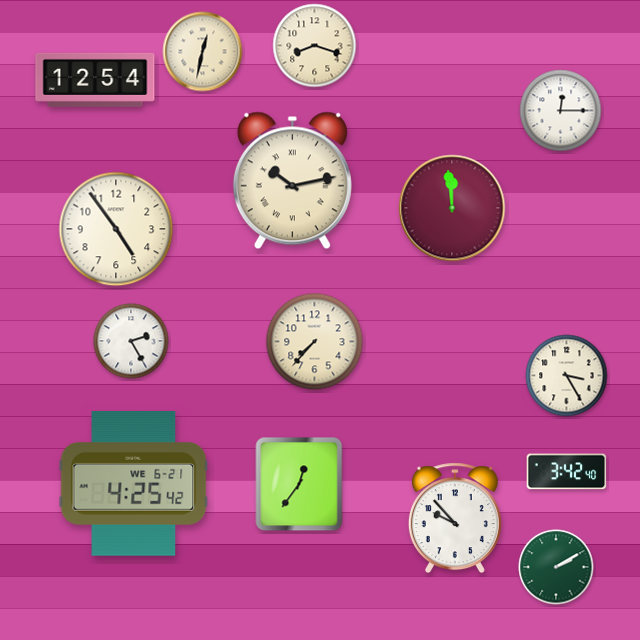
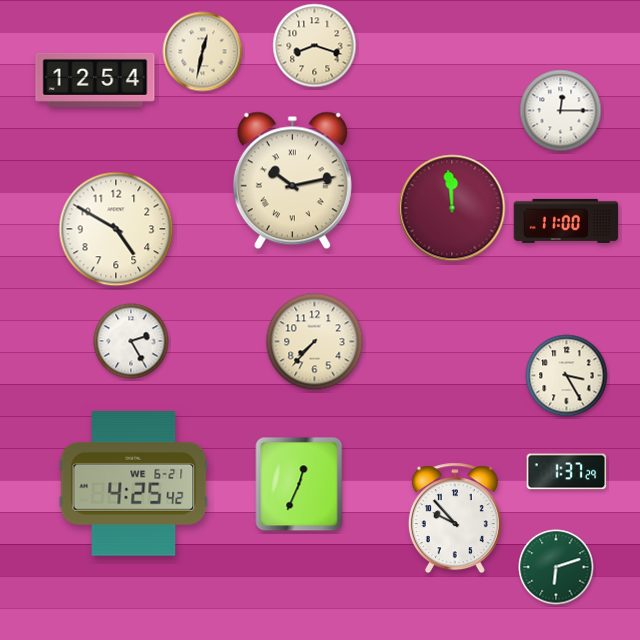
clock at (566, 221): none -> 11:00
clock at (116, 229): 4:54 -> 4:50
clock at (567, 472): 3:42 -> 1:37
clock at (299, 484): 12:36 -> 12:34
clock at (556, 567): 2:10 -> 6:12
